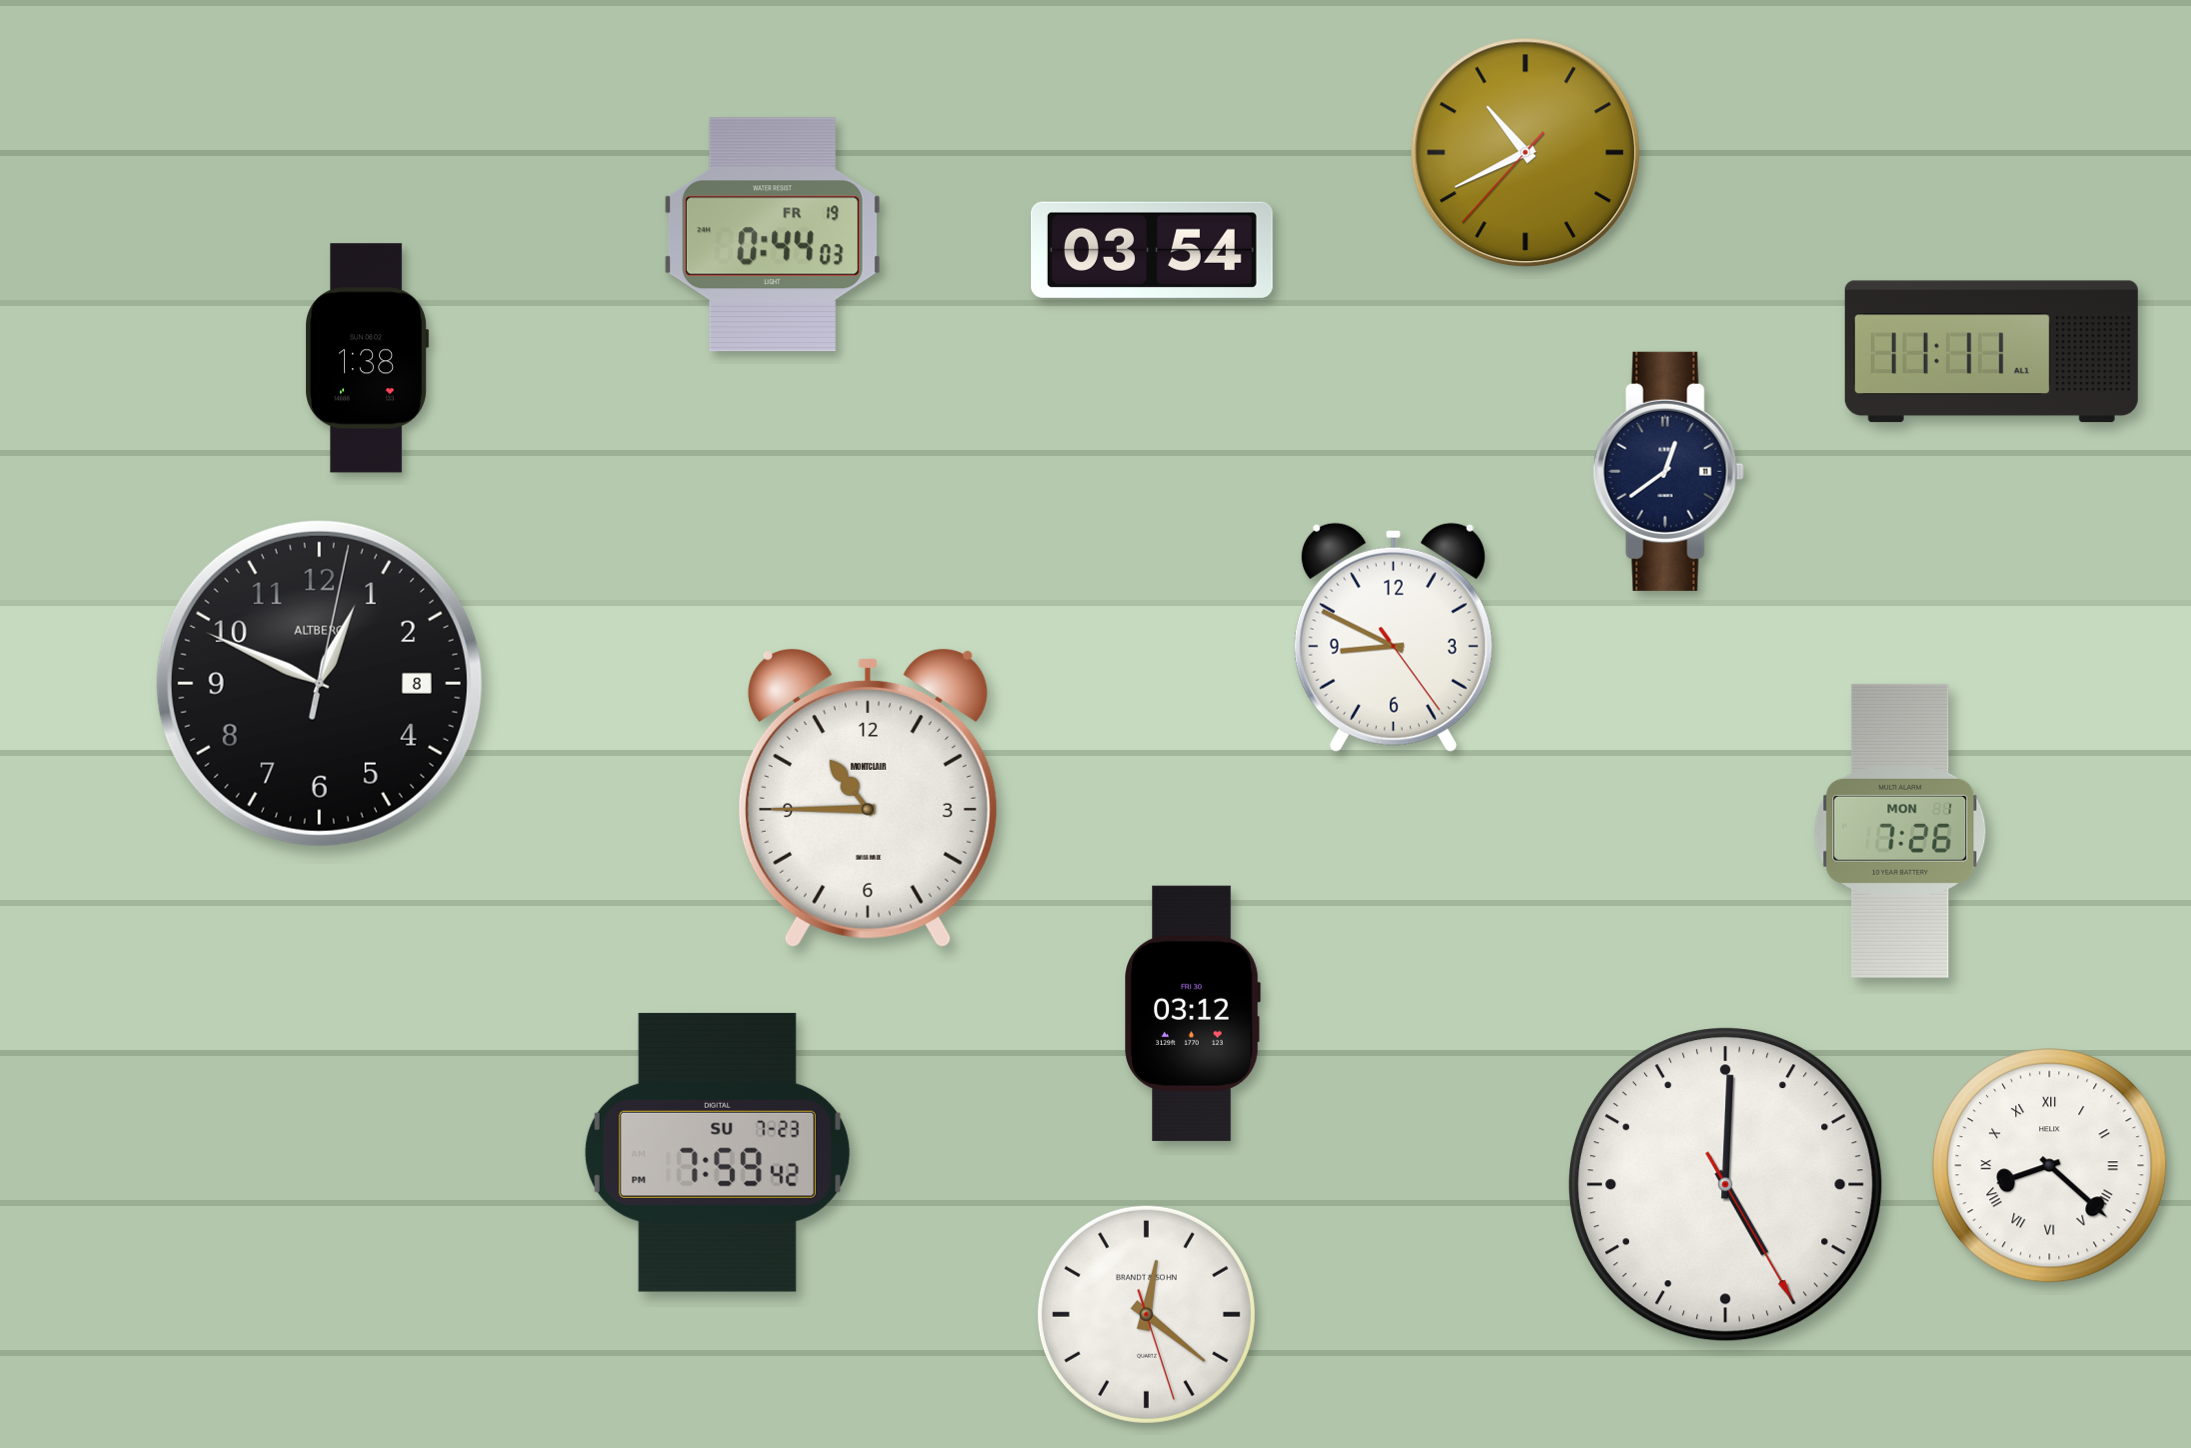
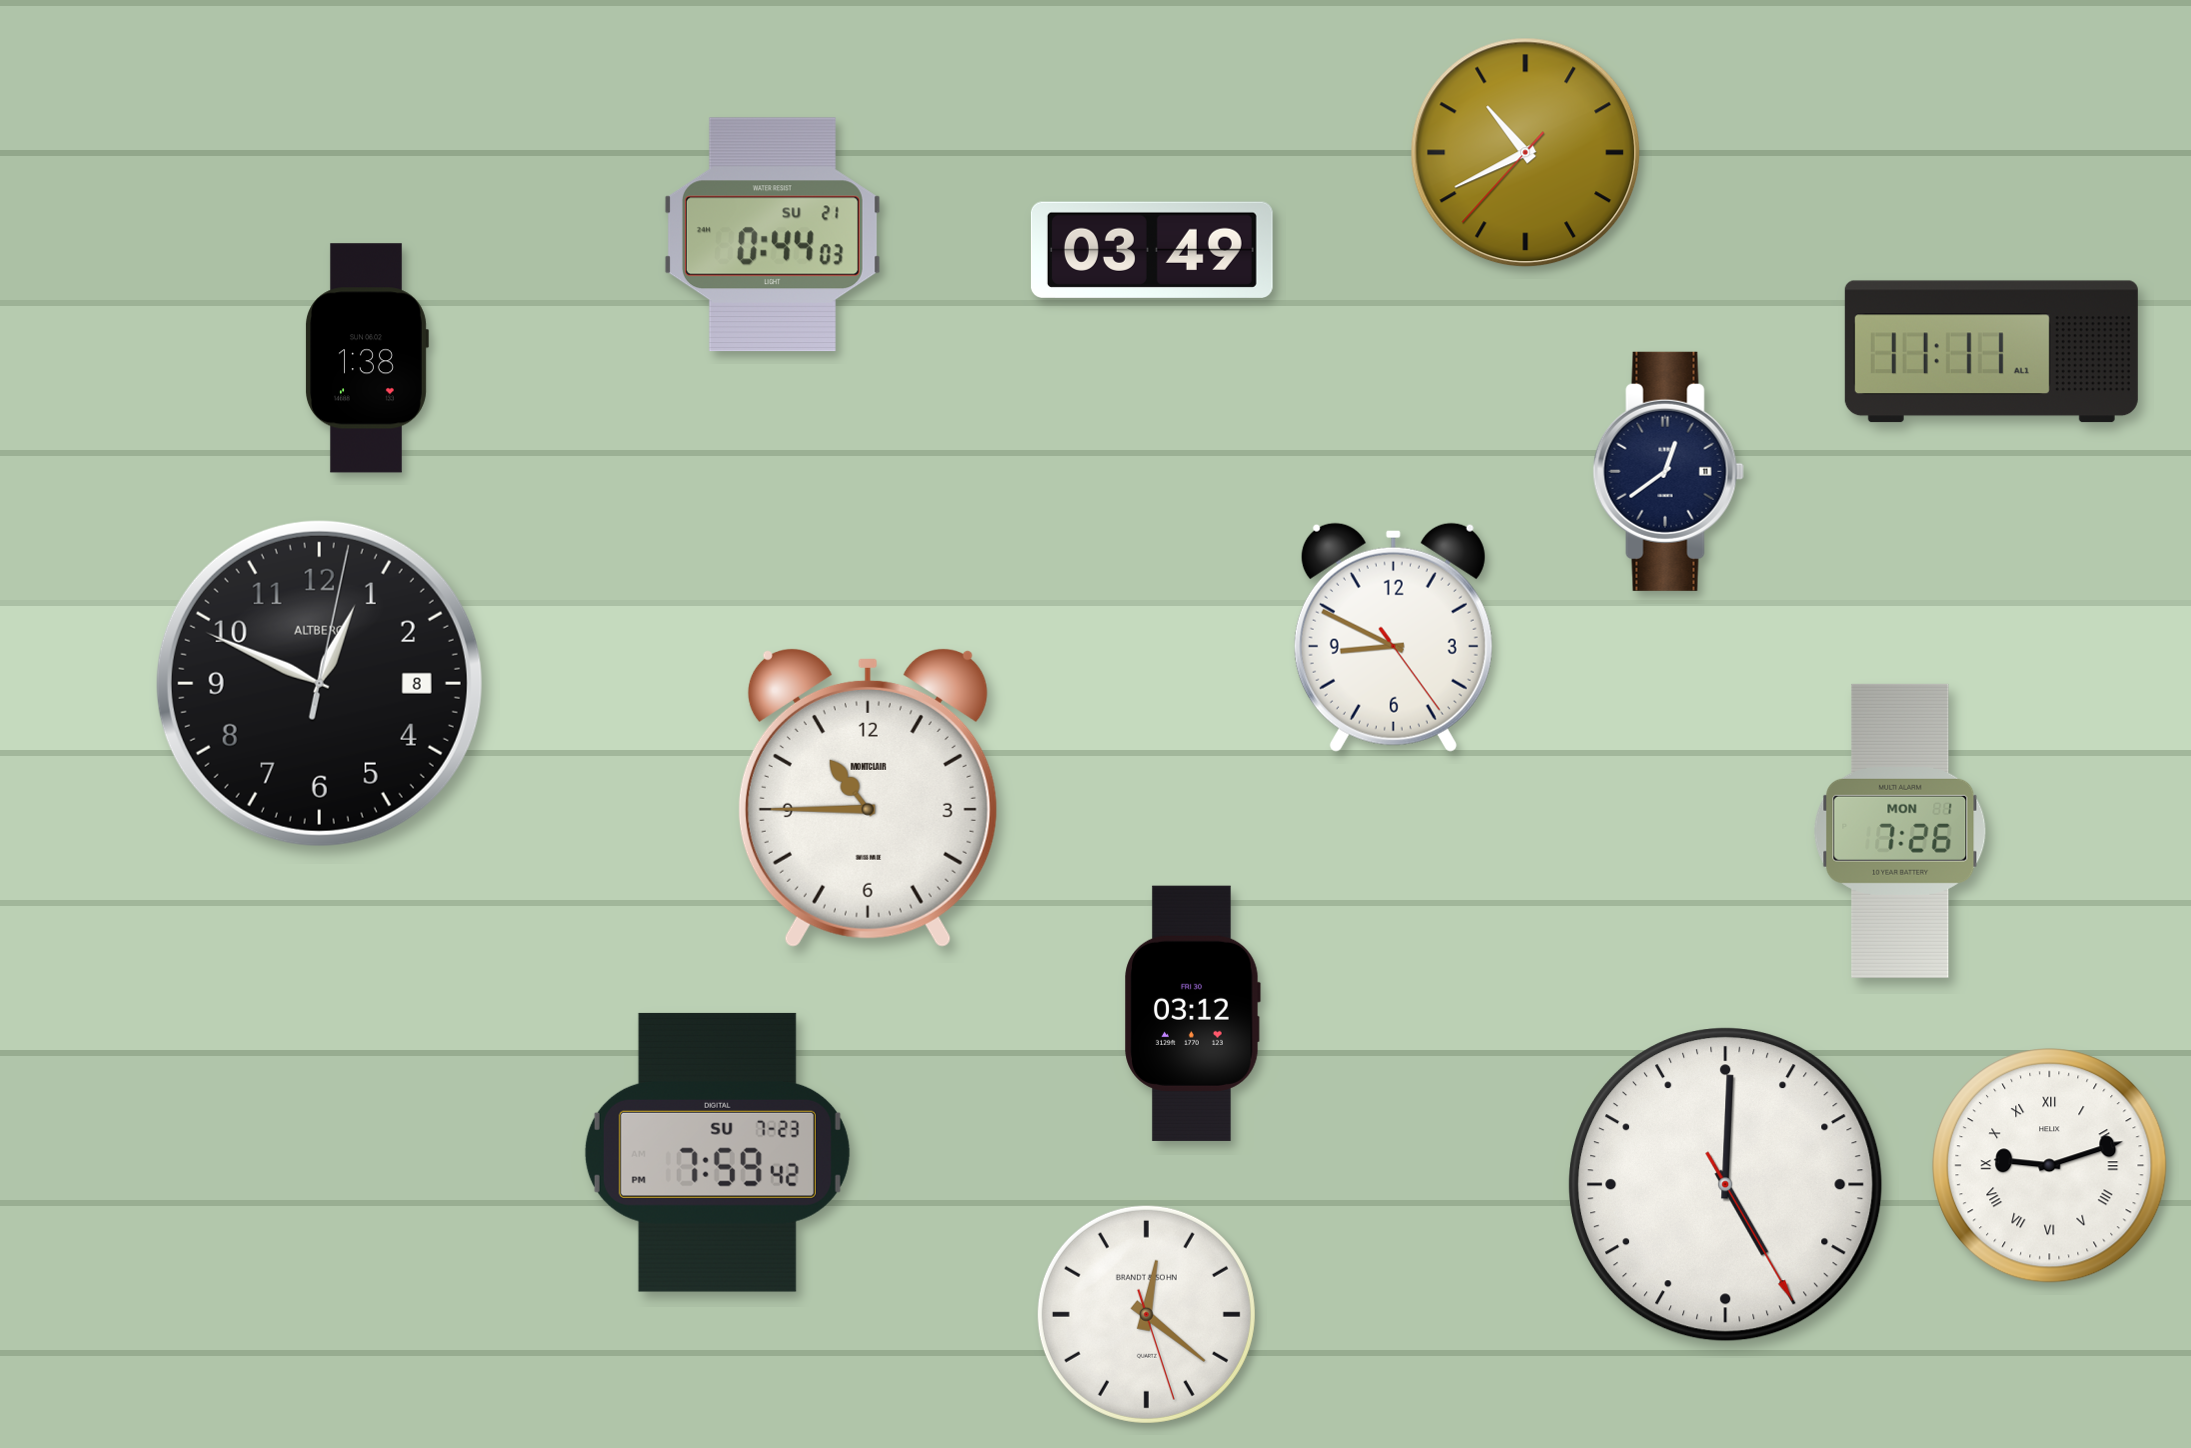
clock at (772, 235) date: FR 19 -> SU 21
clock at (1152, 249): 03:54 -> 03:49
clock at (2050, 1166): 8:22 -> 9:12
